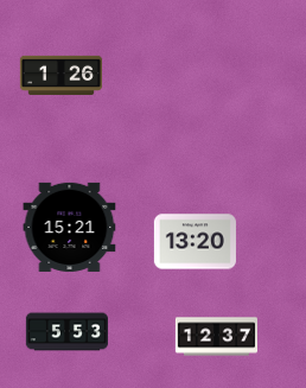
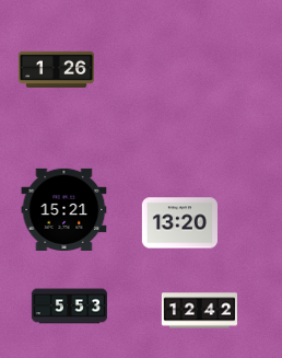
clock at (66, 332) position: (66, 332) -> (69, 307)
clock at (216, 337): 12:37 -> 12:42
